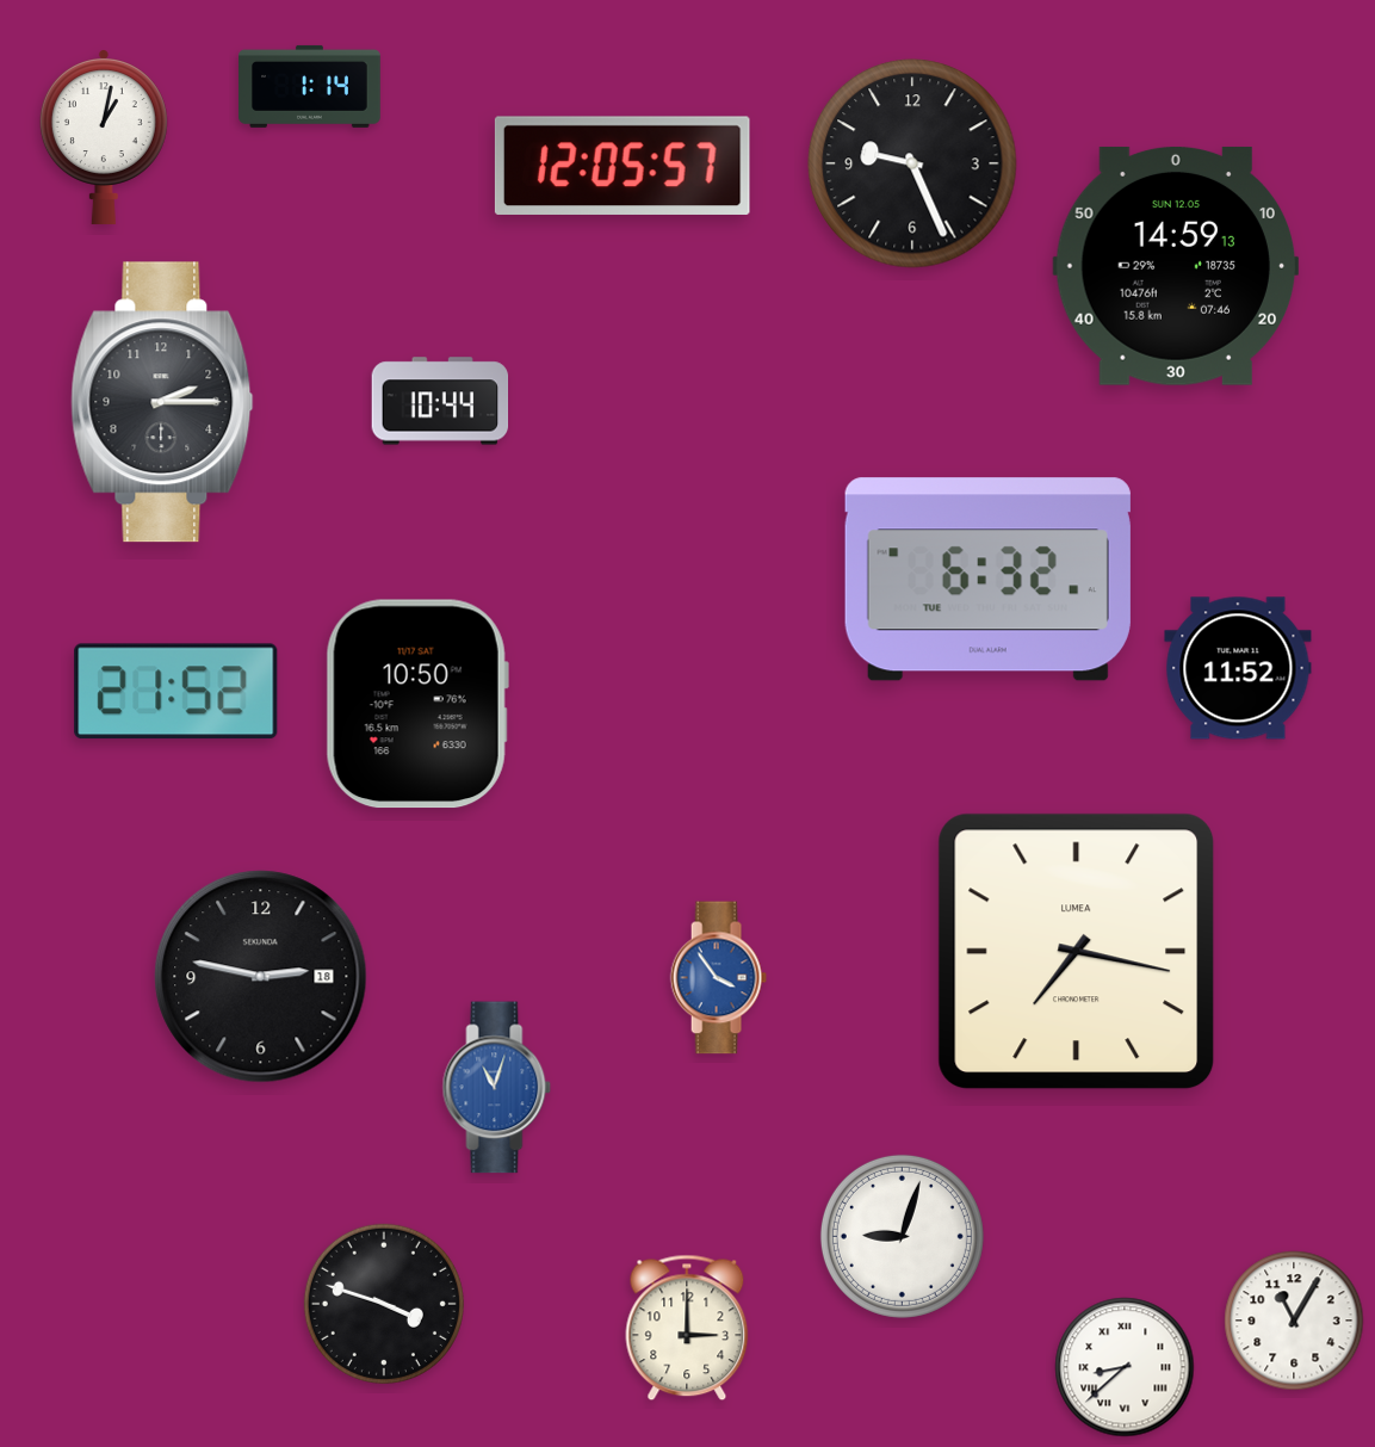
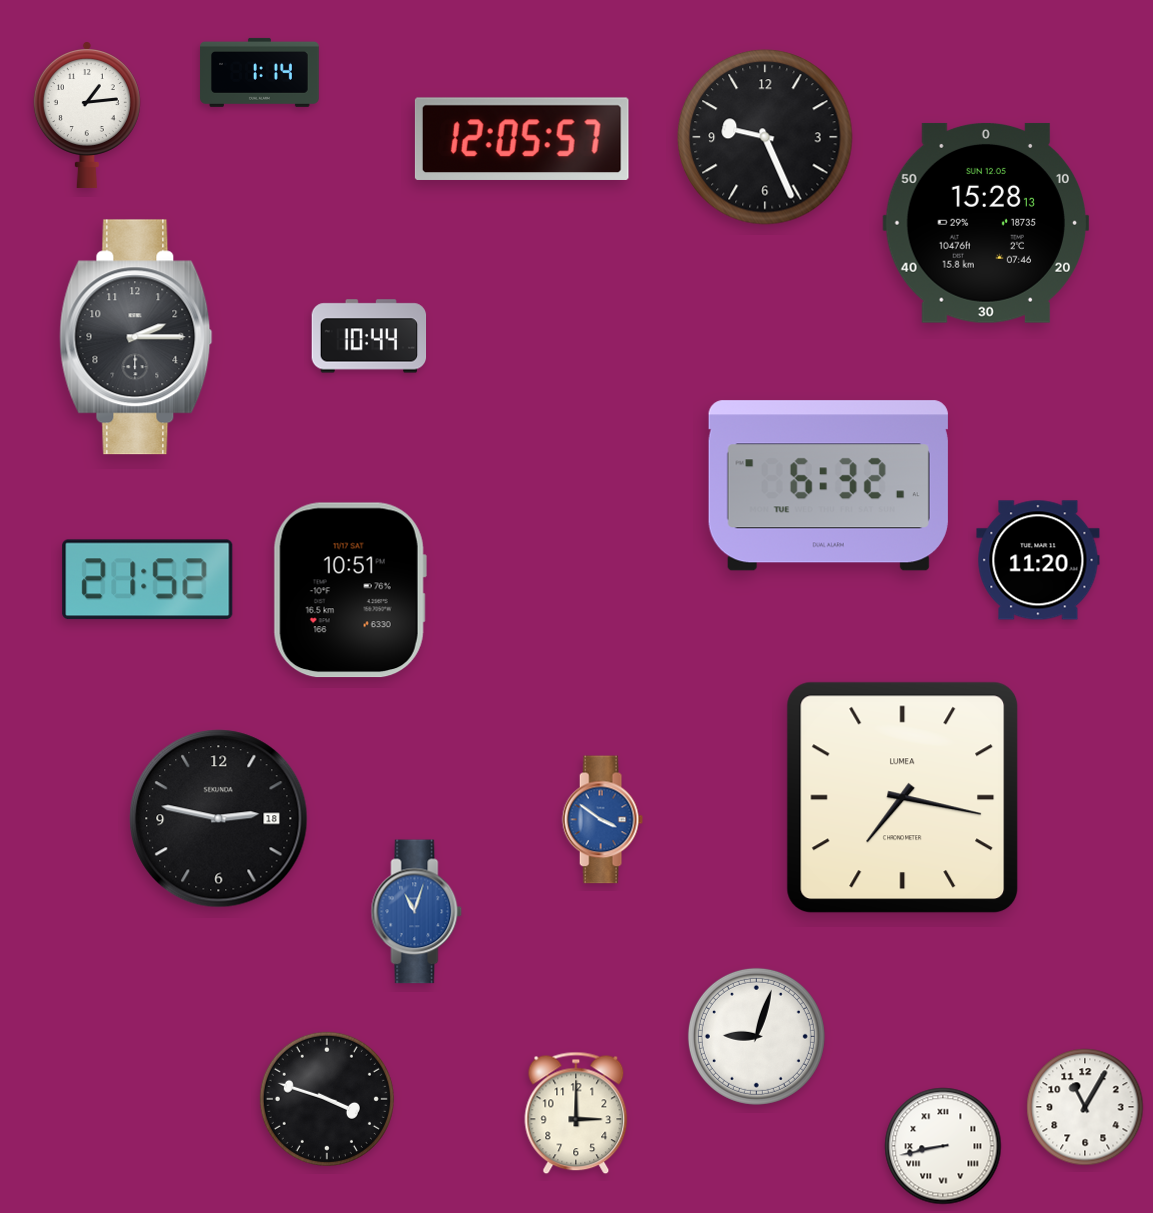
clock at (104, 137): 1:02 -> 1:14
clock at (1176, 266): 14:59 -> 15:28
clock at (1238, 668): 11:52 -> 11:20
clock at (417, 704): 10:50 -> 10:51
clock at (718, 978): 3:54 -> 3:51
clock at (384, 1304) position: (384, 1304) -> (327, 1099)
clock at (1125, 1367): 8:38 -> 8:43
